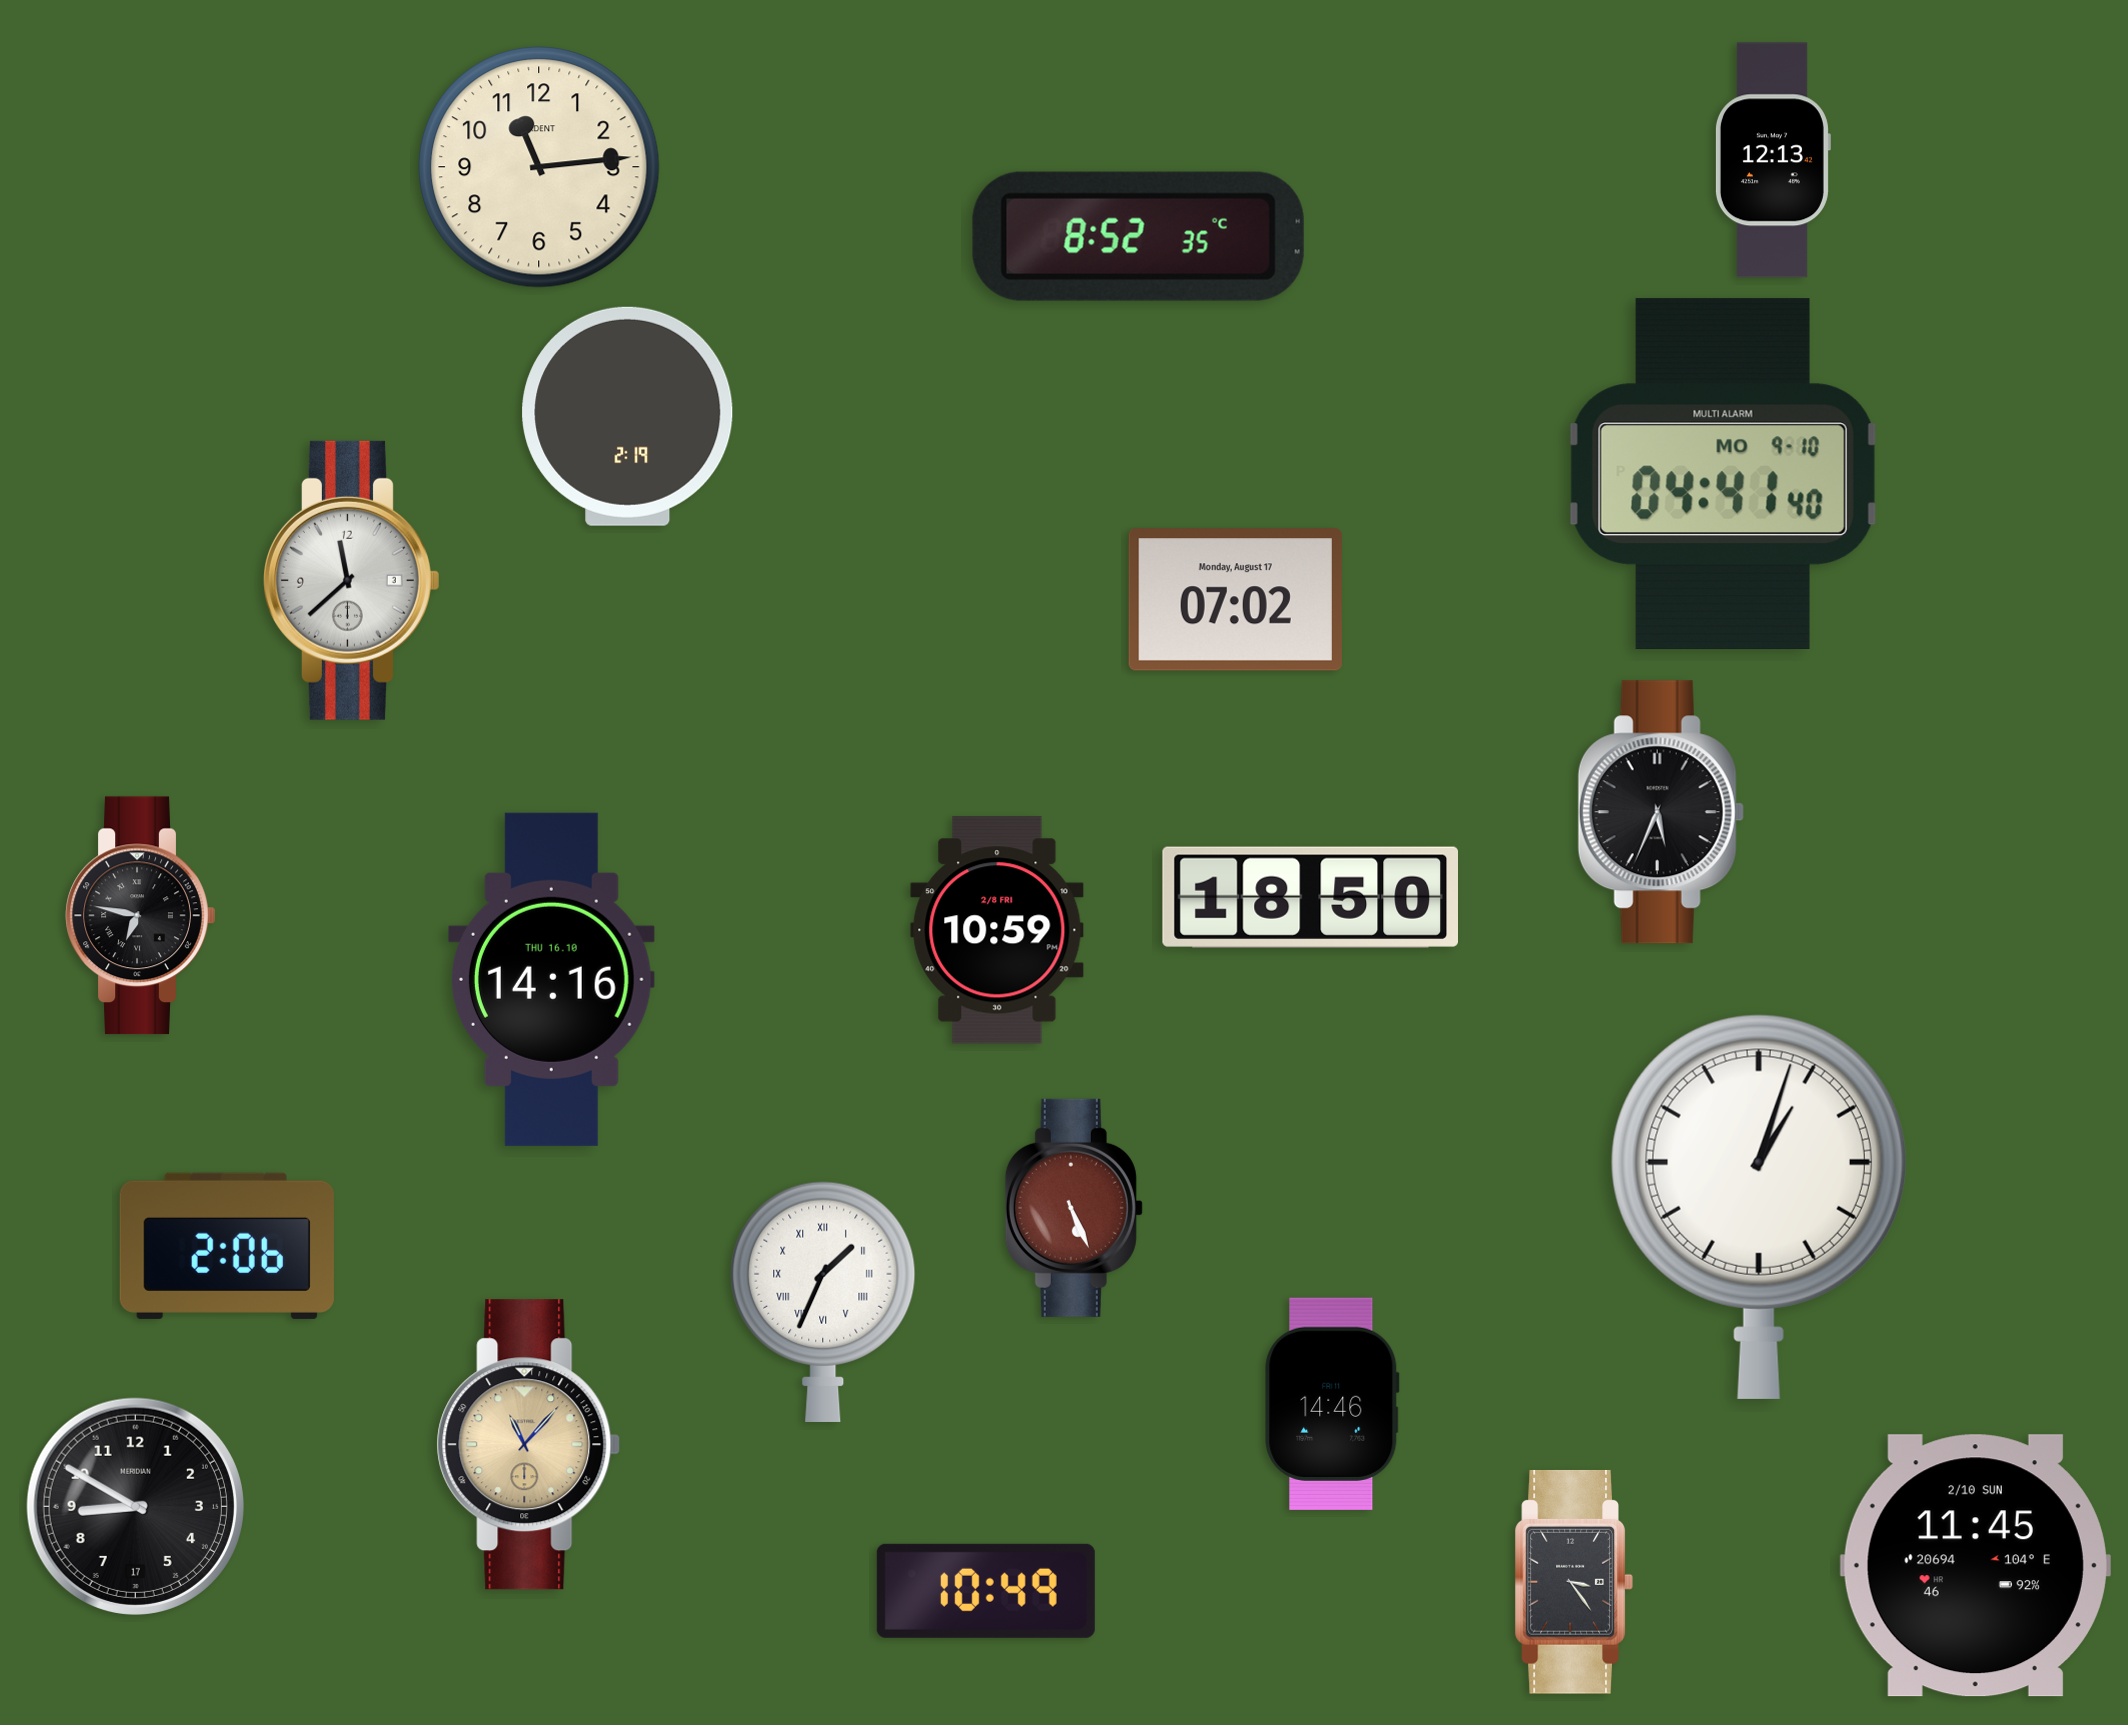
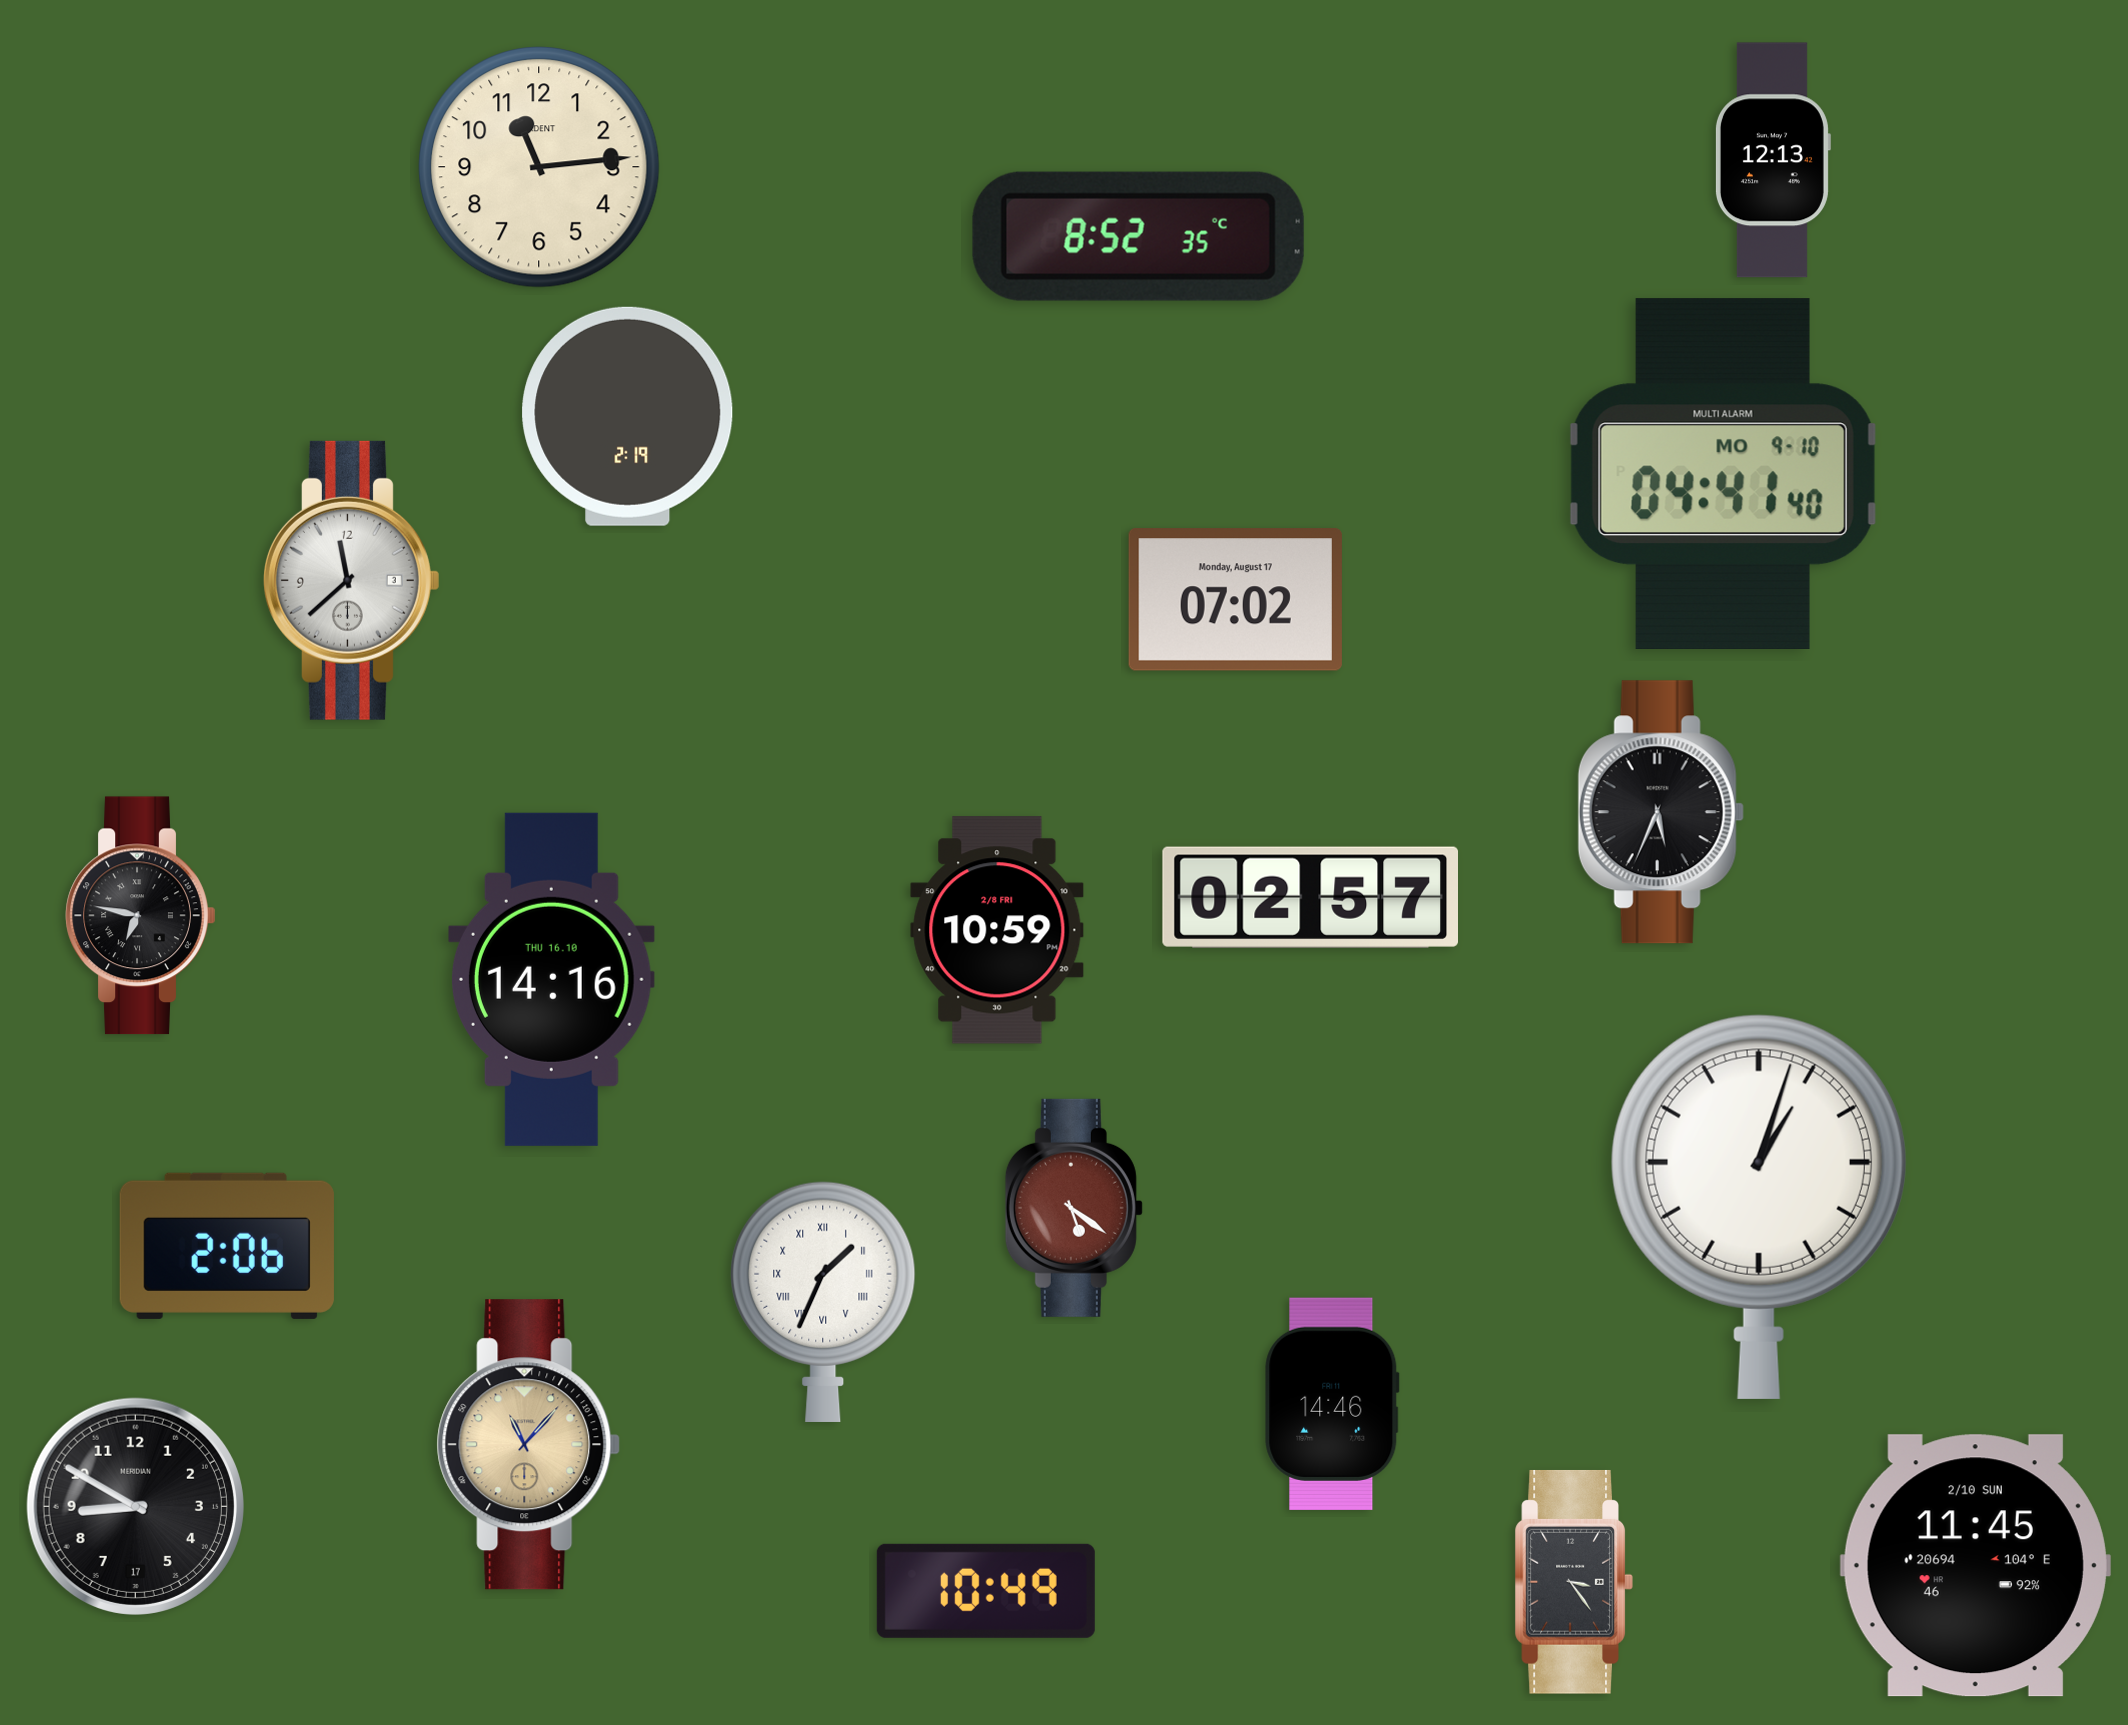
clock at (1310, 897): 18:50 -> 02:57
clock at (1074, 1208): 5:26 -> 5:21
